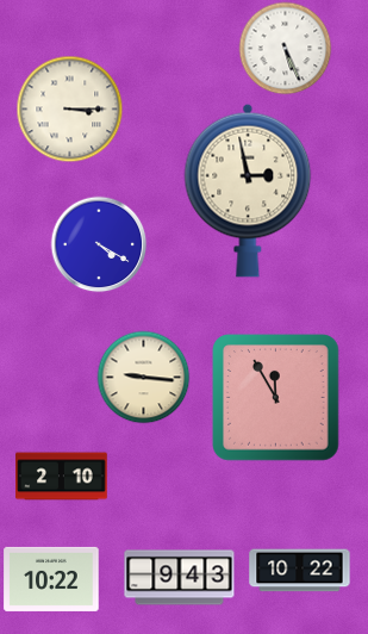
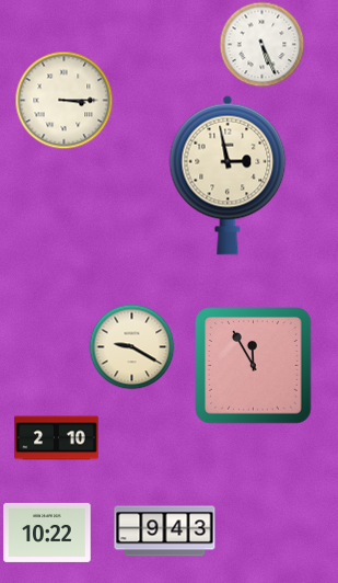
clock at (99, 244): 4:20 -> none
clock at (143, 377): 9:16 -> 9:20
clock at (300, 571): 10:22 -> none
